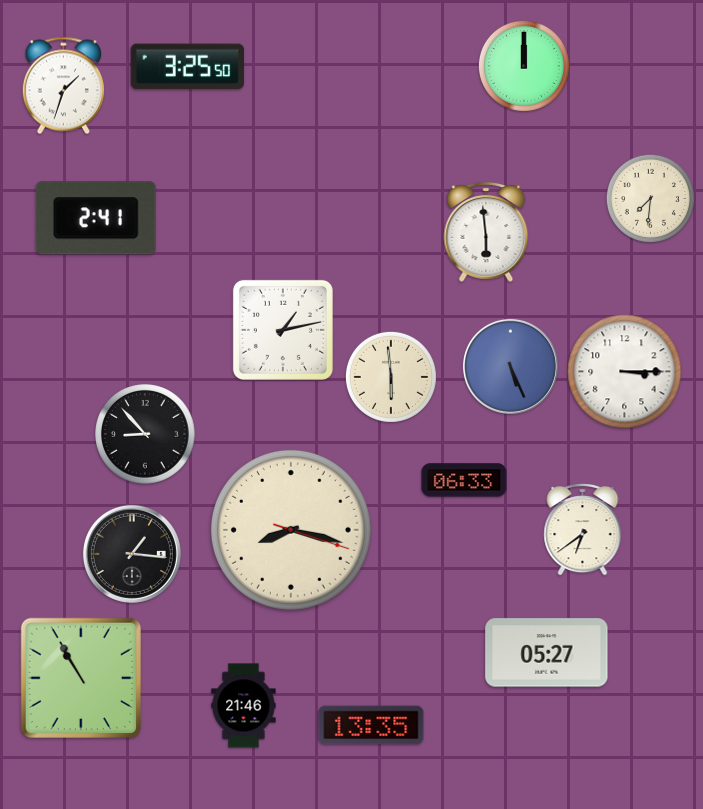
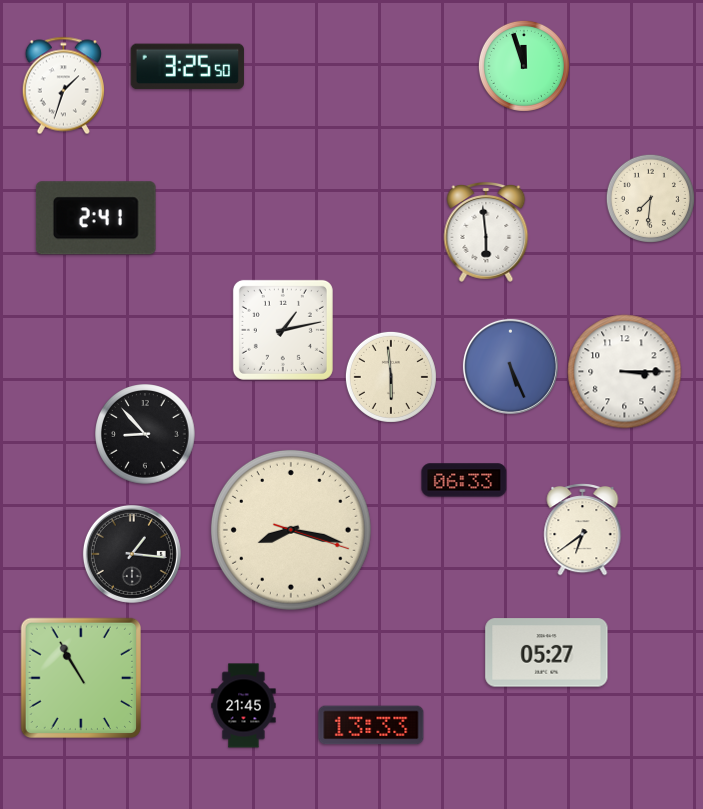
clock at (524, 66): 12:00 -> 11:57
clock at (244, 706): 21:46 -> 21:45
clock at (371, 725): 13:35 -> 13:33
